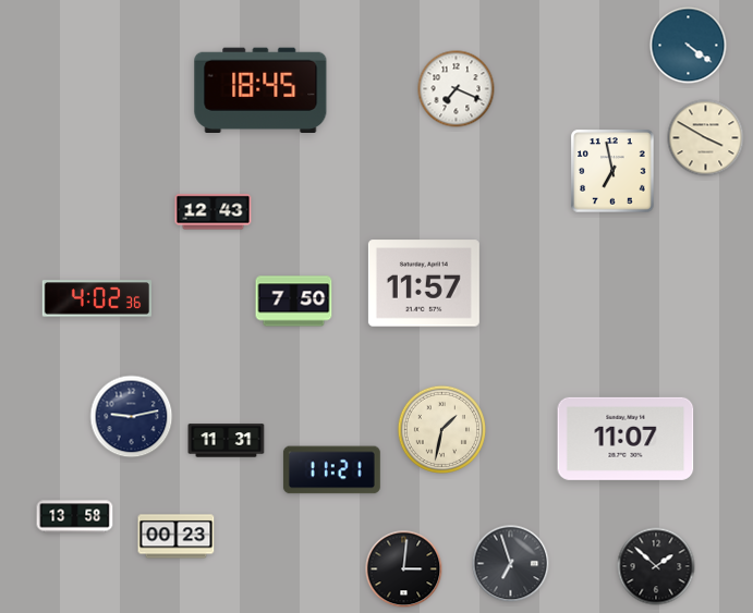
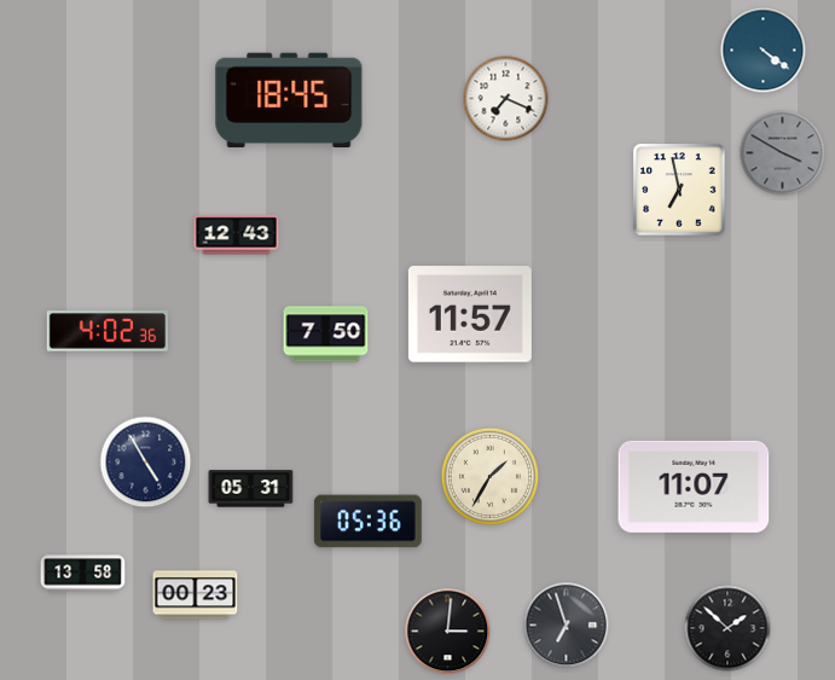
clock at (706, 138) dial: cream -> grey
clock at (132, 417): 9:13 -> 4:55
clock at (441, 429): 1:32 -> 1:35
clock at (227, 441): 11:31 -> 05:31
clock at (331, 470): 11:21 -> 05:36
